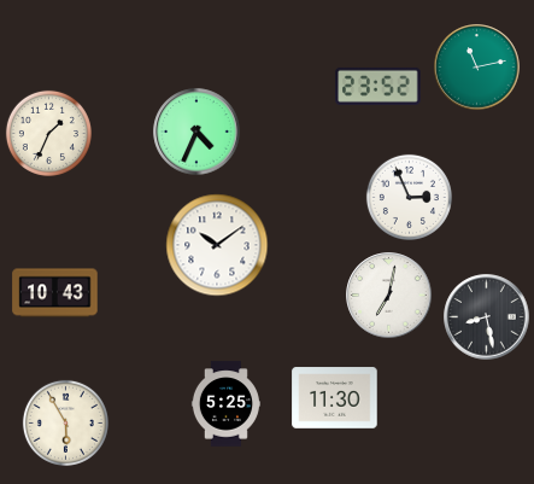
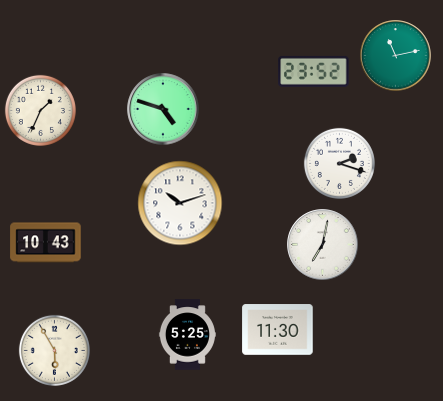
clock at (196, 132): 4:34 -> 4:48
clock at (409, 197): 2:56 -> 2:18
clock at (217, 245): 10:09 -> 10:12
clock at (487, 317): 8:28 -> none
